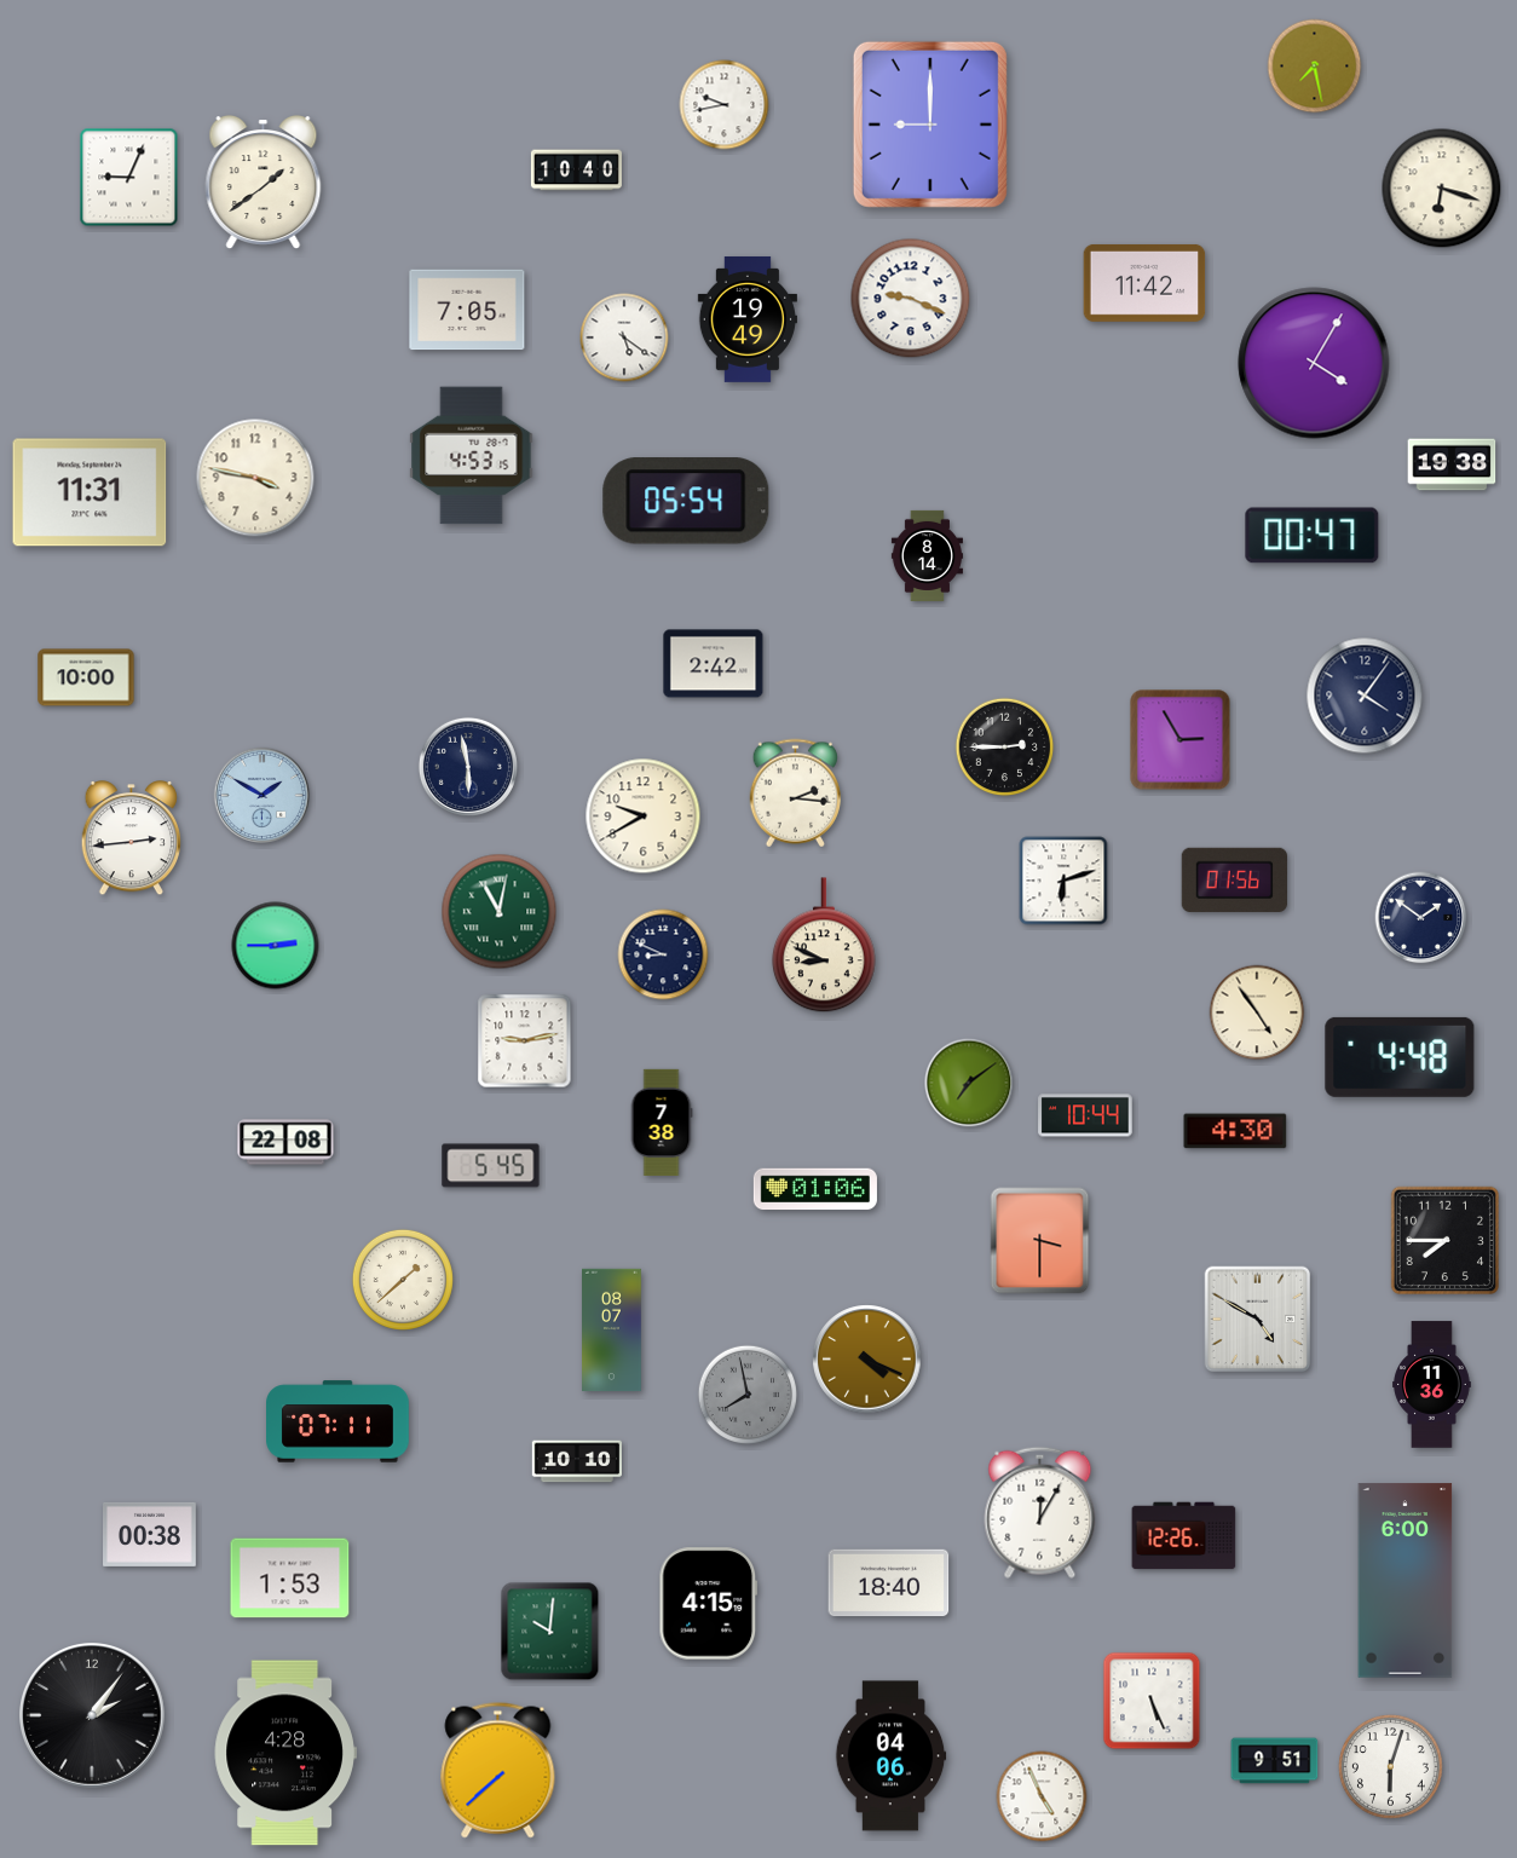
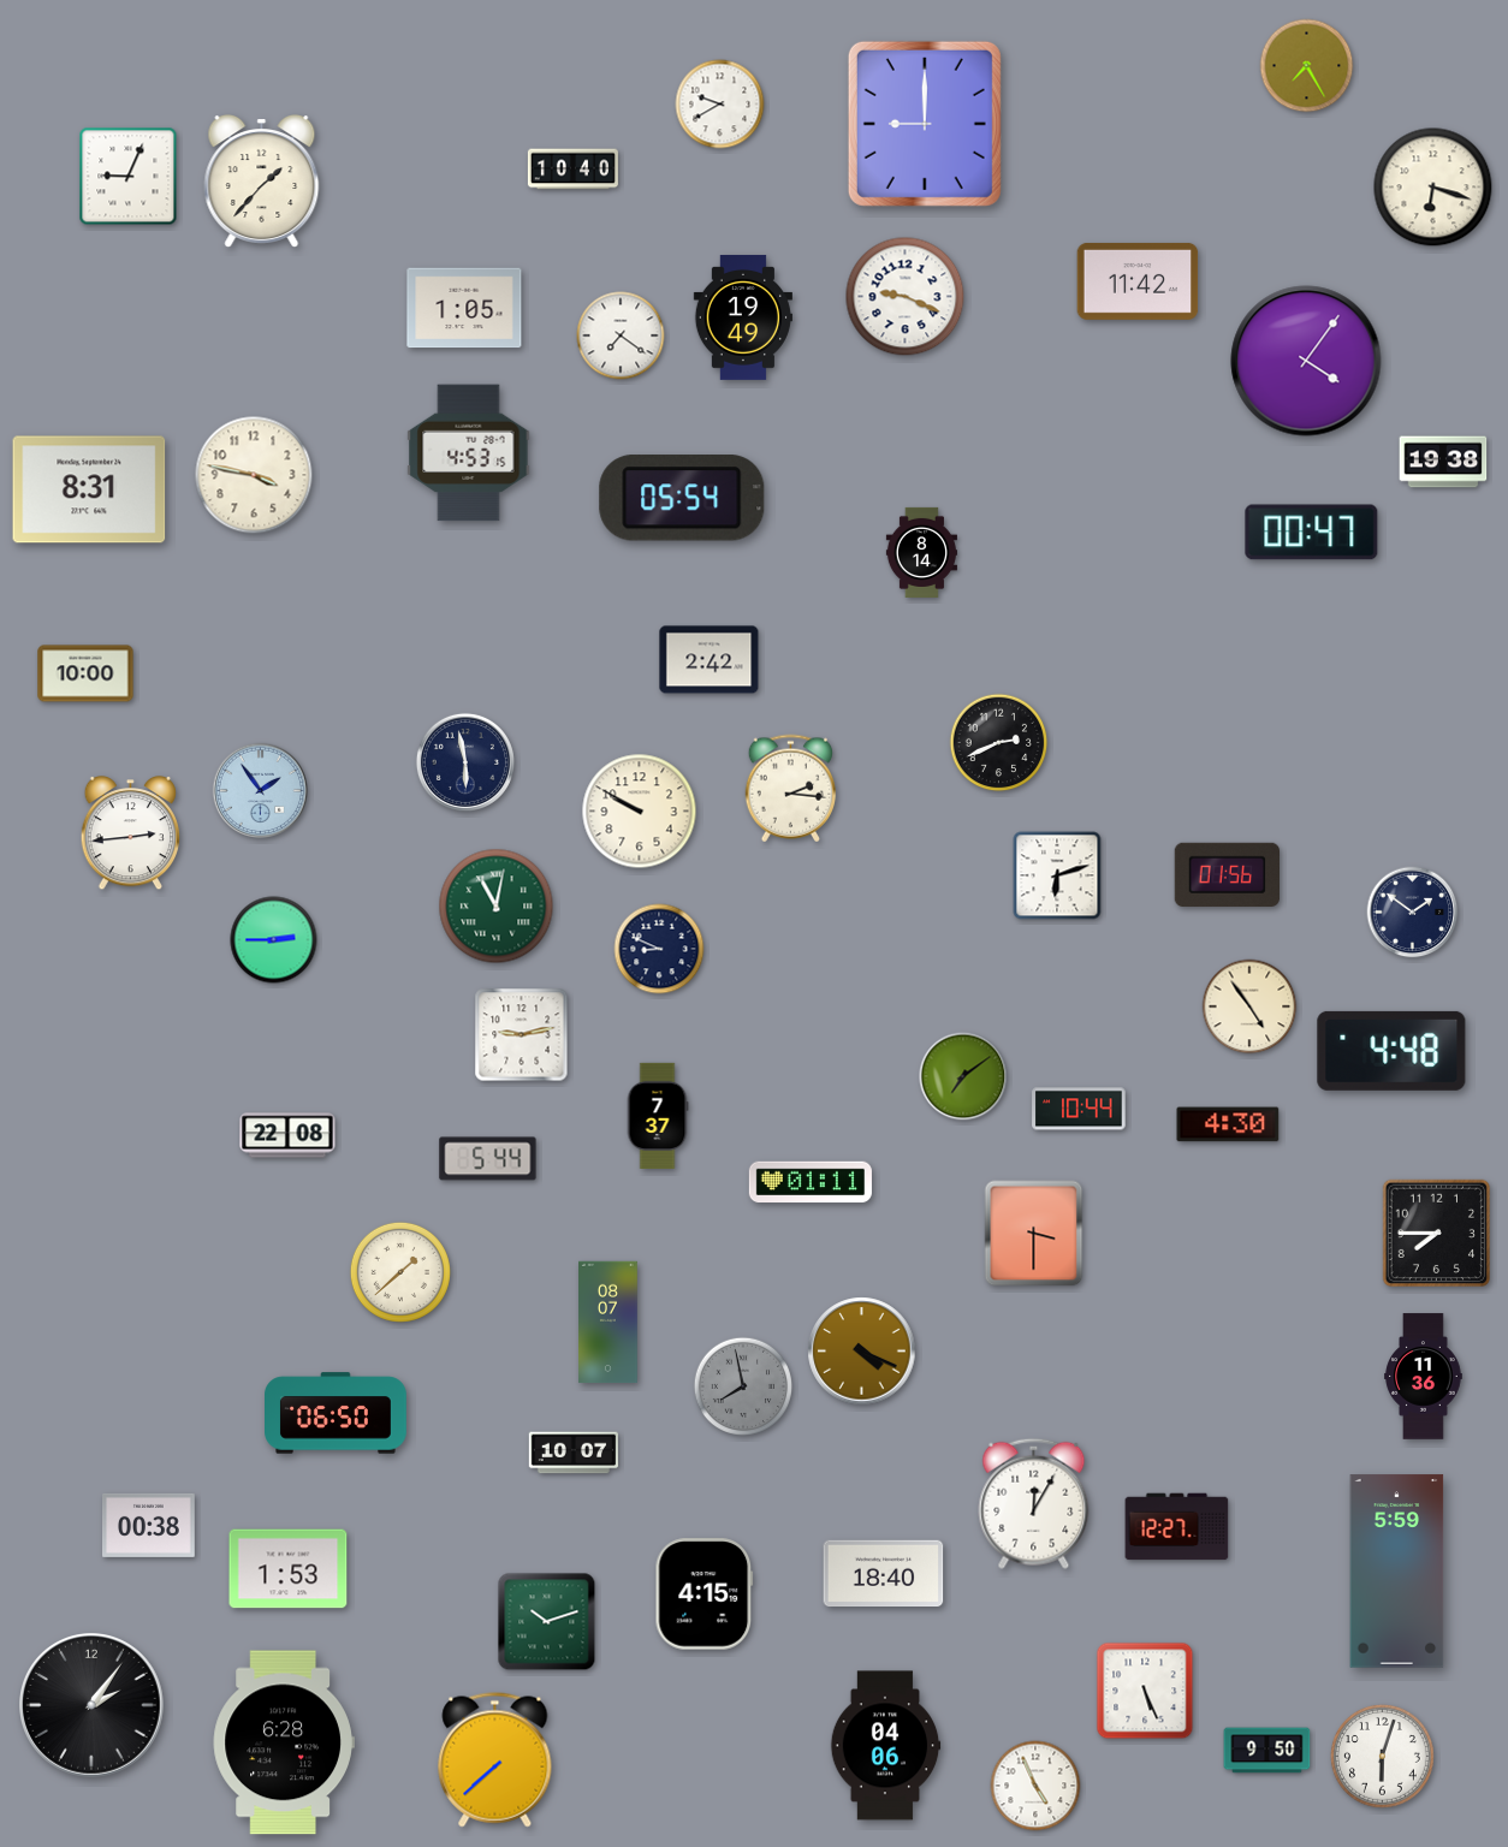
clock at (1315, 67): 7:28 -> 7:25
clock at (725, 105): 9:43 -> 9:40
clock at (264, 183): 1:39 -> 1:37
clock at (467, 310): 7:05 -> 1:05
clock at (624, 337): 5:21 -> 7:21
clock at (1314, 363): 4:05 -> 4:06
clock at (90, 492): 11:31 -> 8:31
clock at (1313, 536) position: (1313, 536) -> (1312, 533)
clock at (1365, 696): 4:06 -> none
clock at (1181, 740): 2:55 -> none
clock at (1005, 748): 2:45 -> 2:41
clock at (261, 795): 1:50 -> 1:54
clock at (644, 817): 9:40 -> 9:50
clock at (824, 946): 8:49 -> none
clock at (662, 1121): 7:38 -> 7:37
clock at (285, 1142) position: (285, 1142) -> (287, 1135)
clock at (491, 1166): 5:45 -> 5:44
clock at (815, 1189): 01:06 -> 01:11
clock at (1258, 1320): 4:50 -> none
clock at (339, 1421): 07:11 -> 06:50
clock at (576, 1461): 10:10 -> 10:07
clock at (1184, 1536): 12:26 -> 12:27
clock at (1406, 1581): 6:00 -> 5:59
clock at (550, 1632): 10:01 -> 10:12
clock at (285, 1753): 4:28 -> 6:28
clock at (1275, 1761): 9:51 -> 9:50
